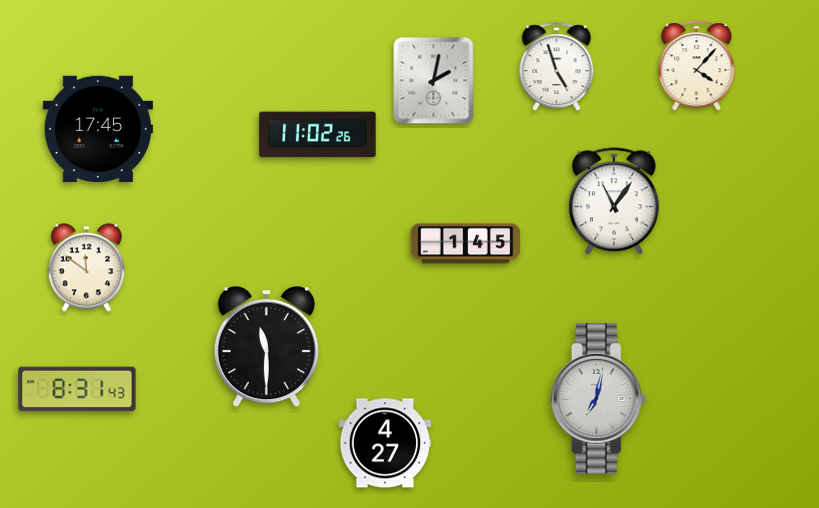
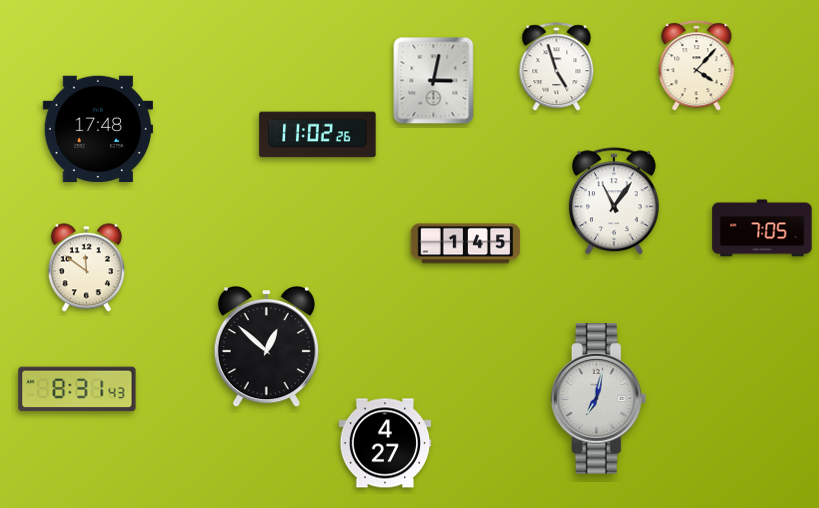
clock at (434, 81): 2:02 -> 3:02
clock at (97, 128): 17:45 -> 17:48
clock at (762, 228): none -> 7:05
clock at (266, 348): 11:30 -> 12:52
